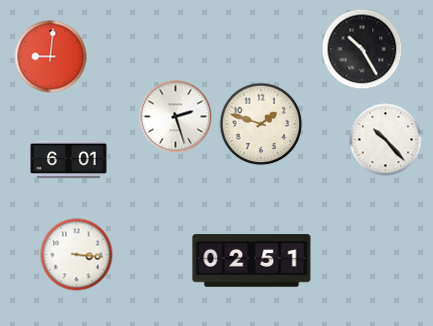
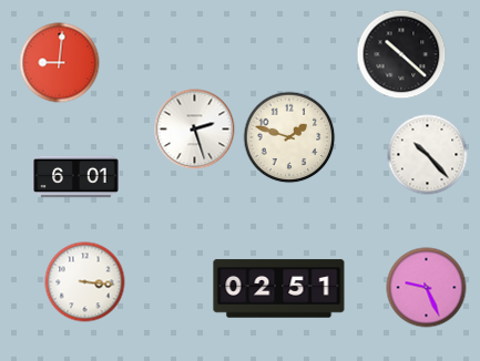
clock at (362, 49): 10:25 -> 10:22
clock at (51, 57) position: (51, 57) -> (60, 63)
clock at (427, 288): none -> 9:26
